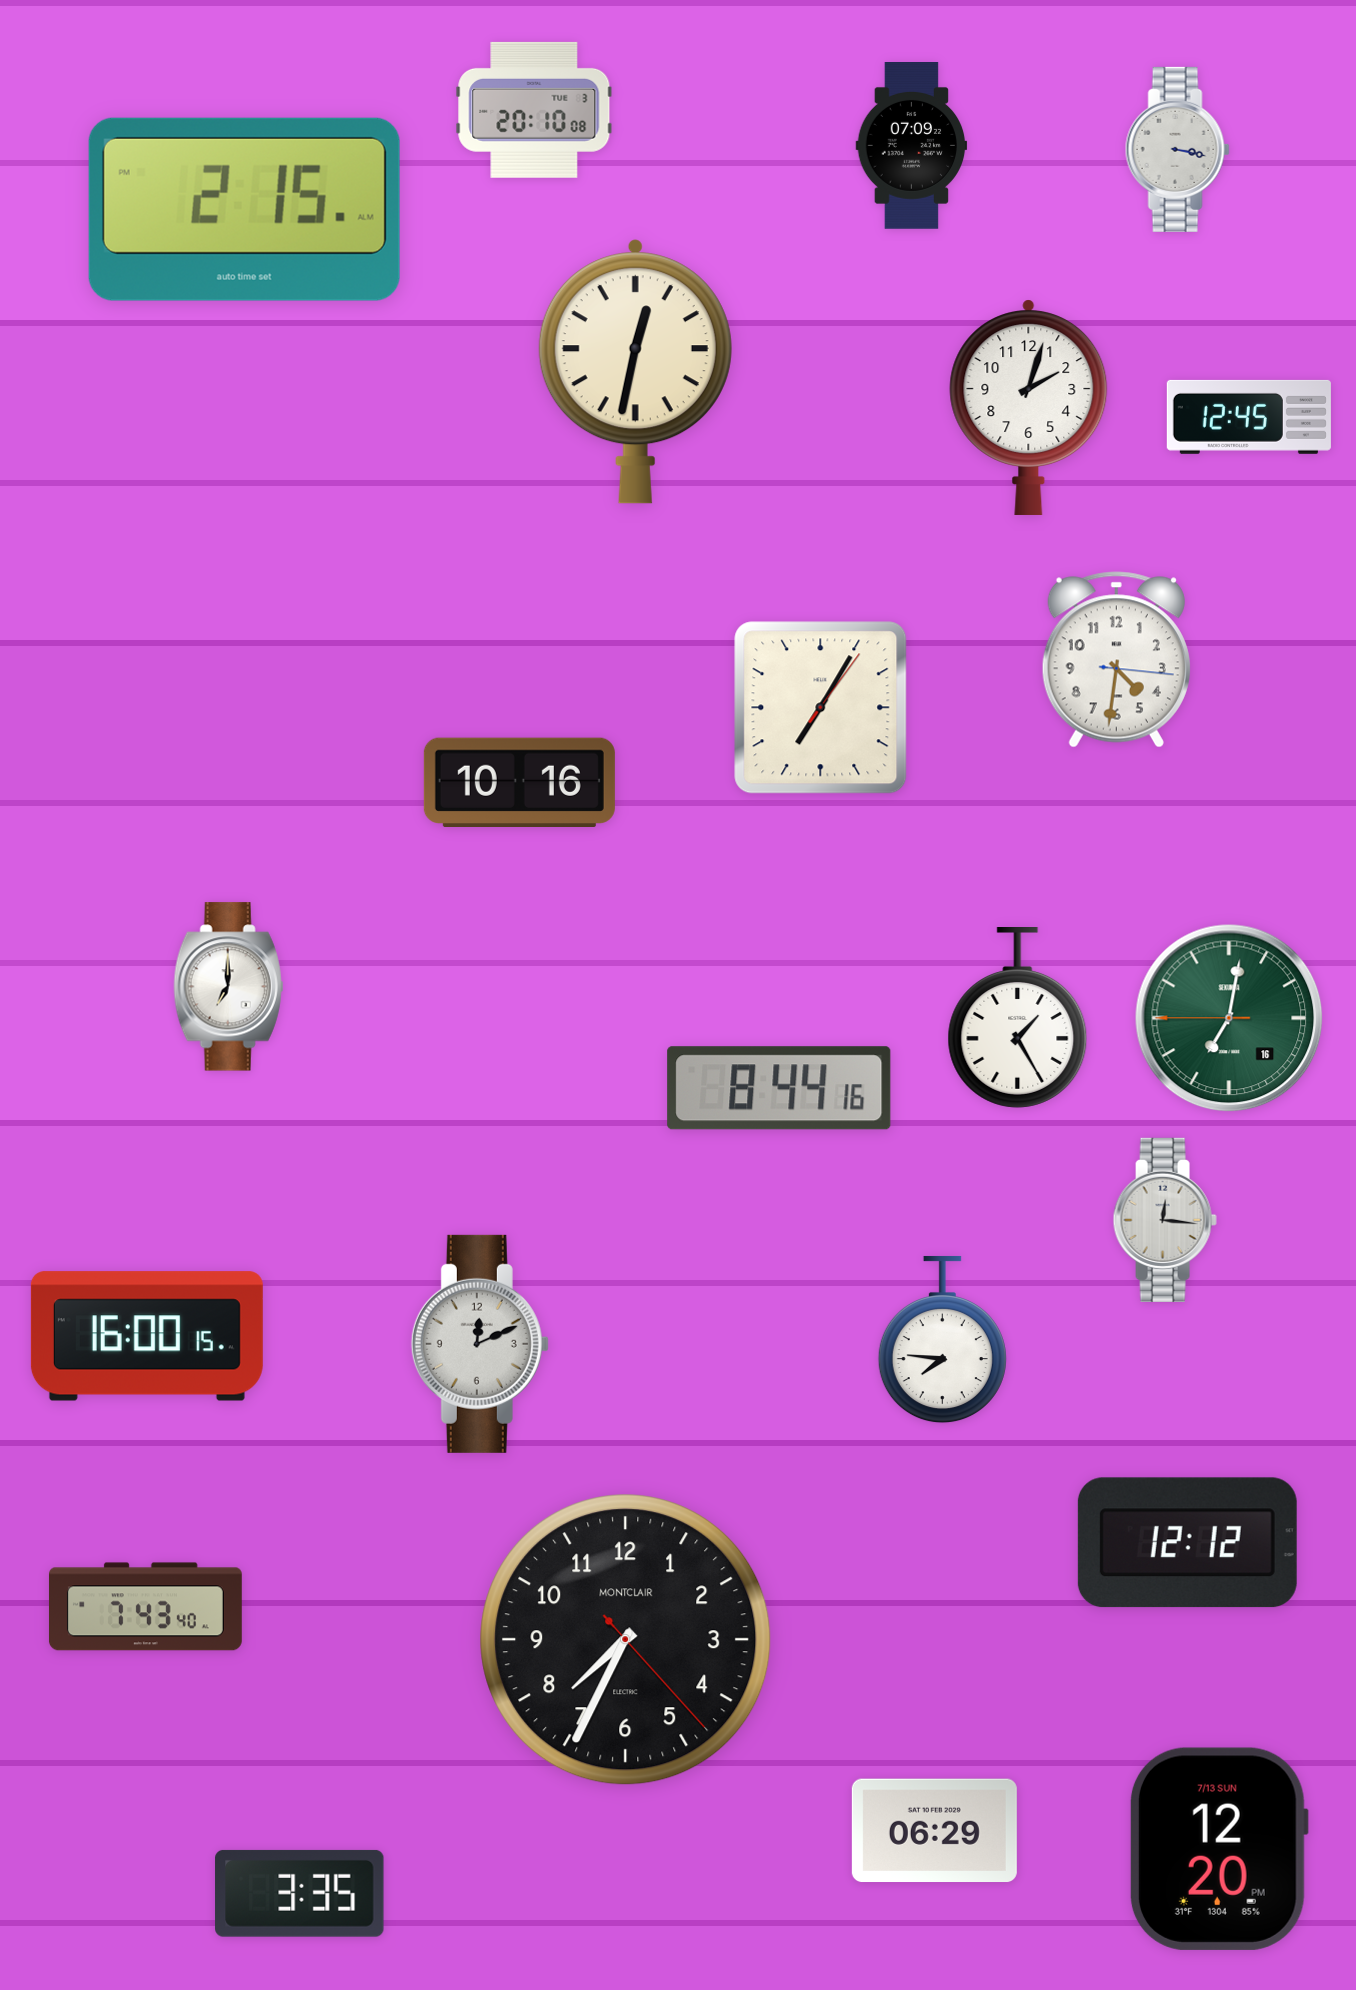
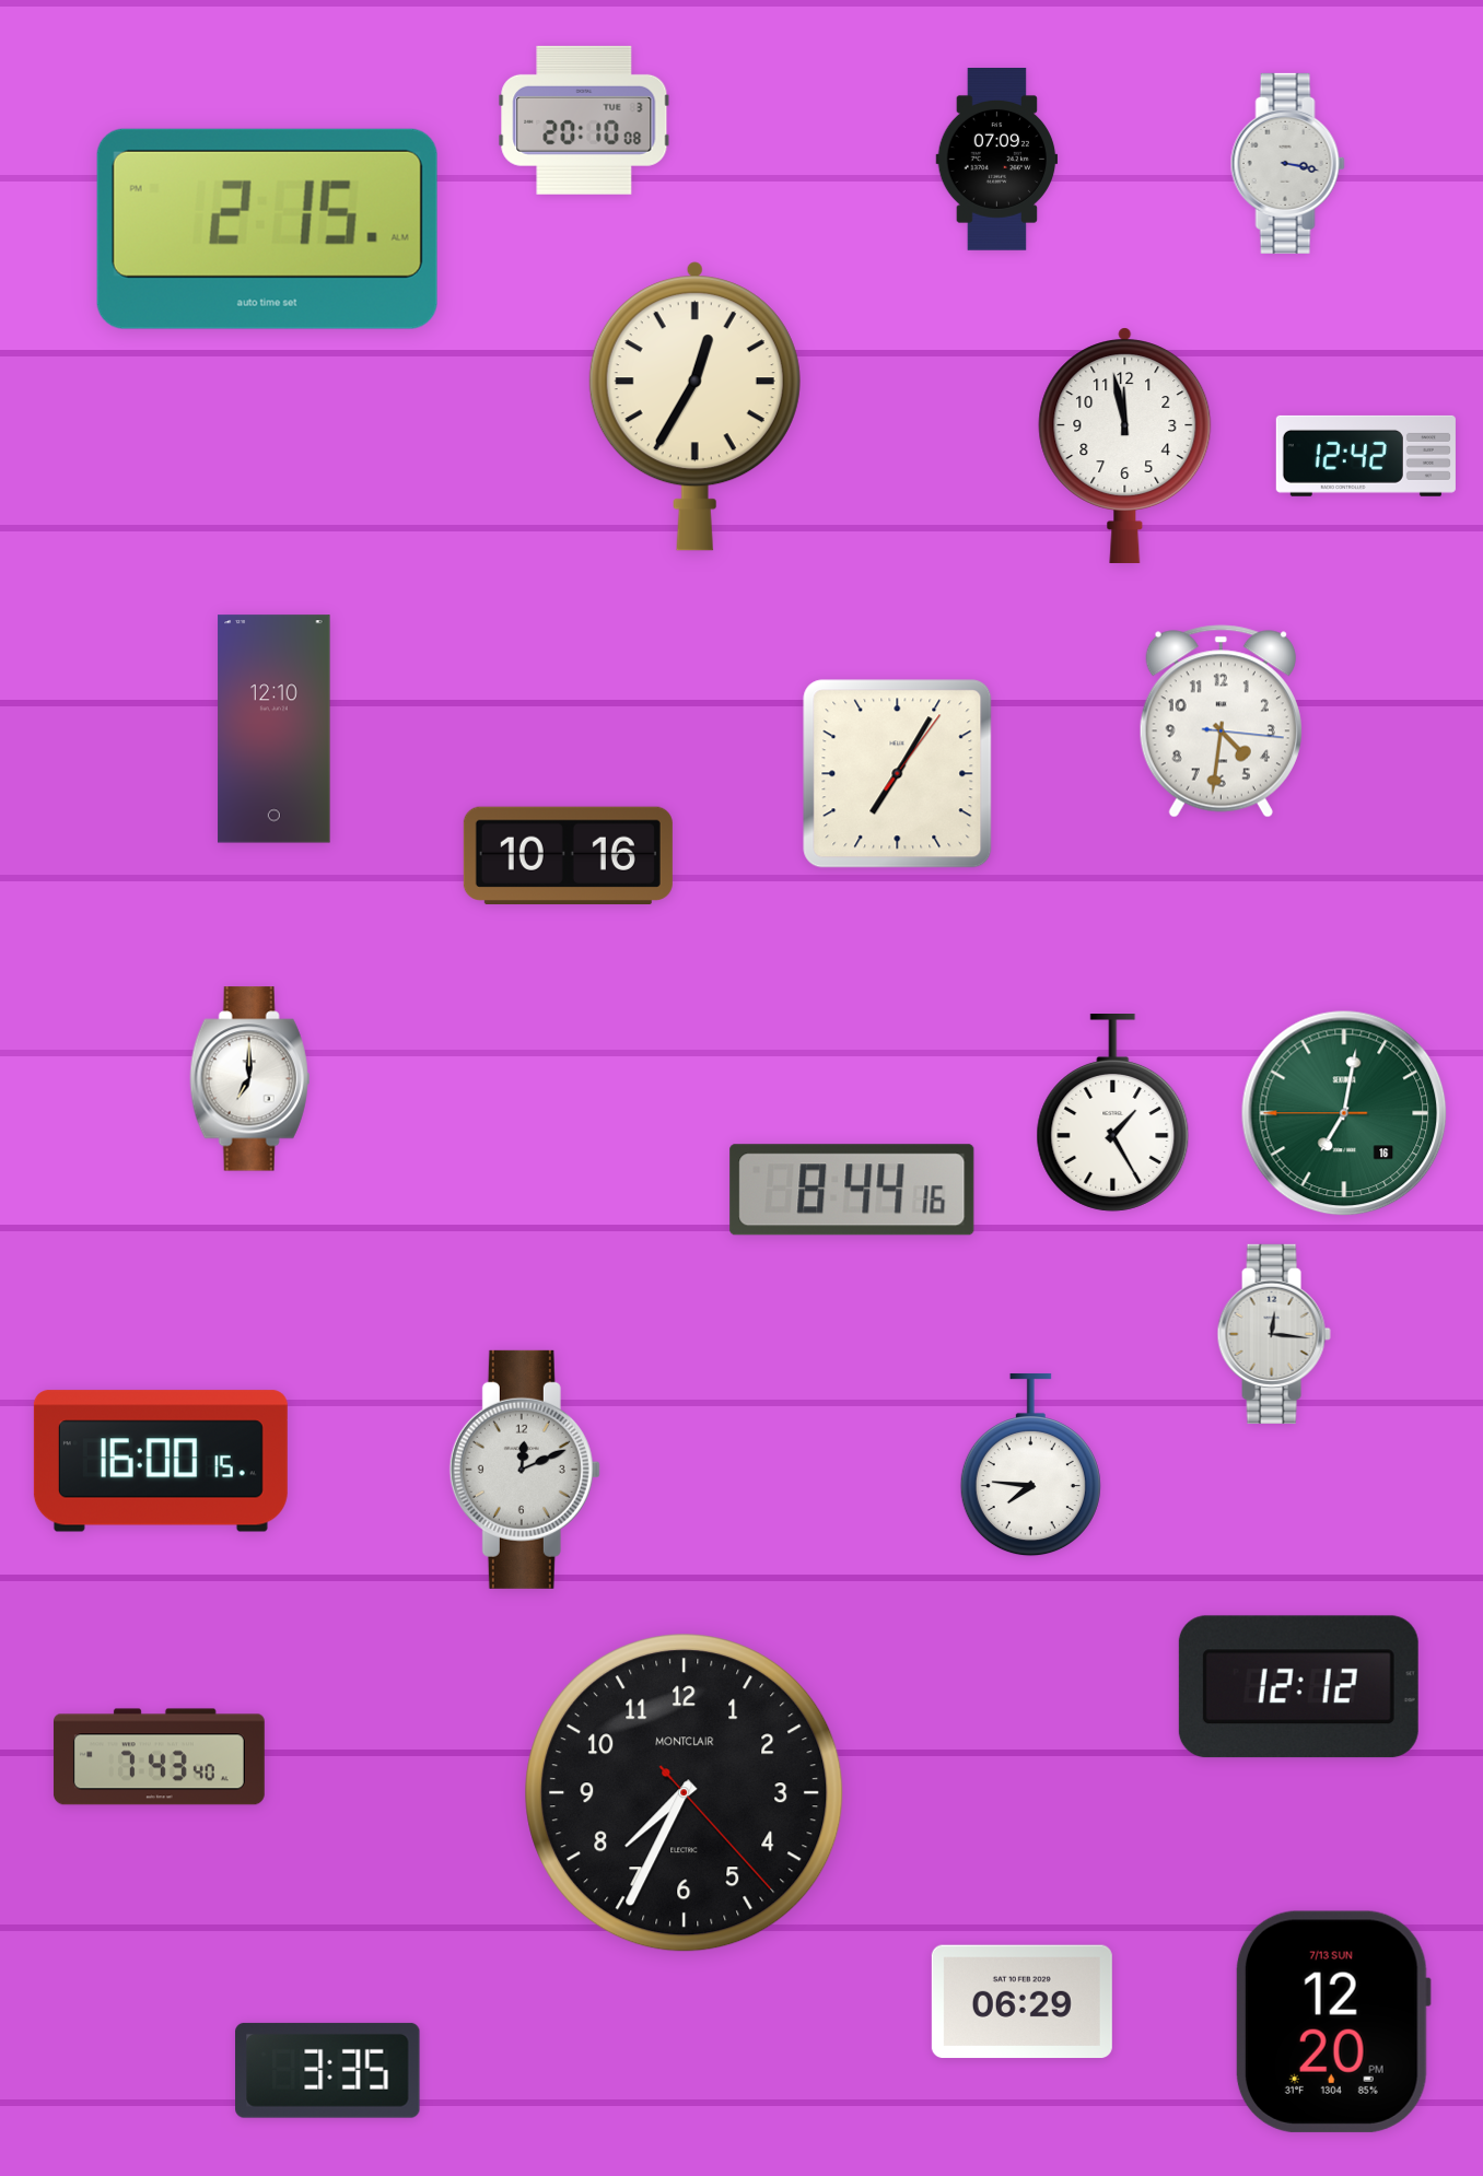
clock at (635, 372): 12:32 -> 12:35
clock at (1029, 407): 2:03 -> 11:58
clock at (1249, 417): 12:45 -> 12:42
clock at (275, 729): none -> 12:10
